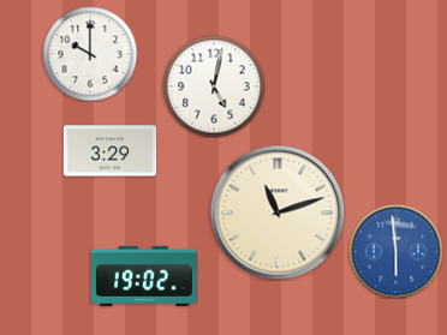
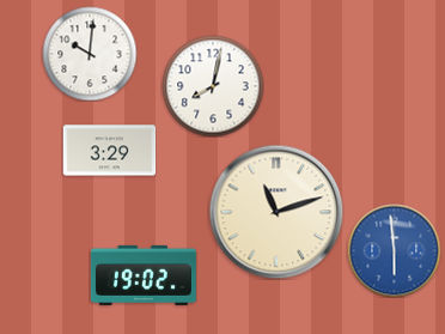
clock at (90, 54): 10:00 -> 10:01
clock at (214, 86): 5:02 -> 8:02
